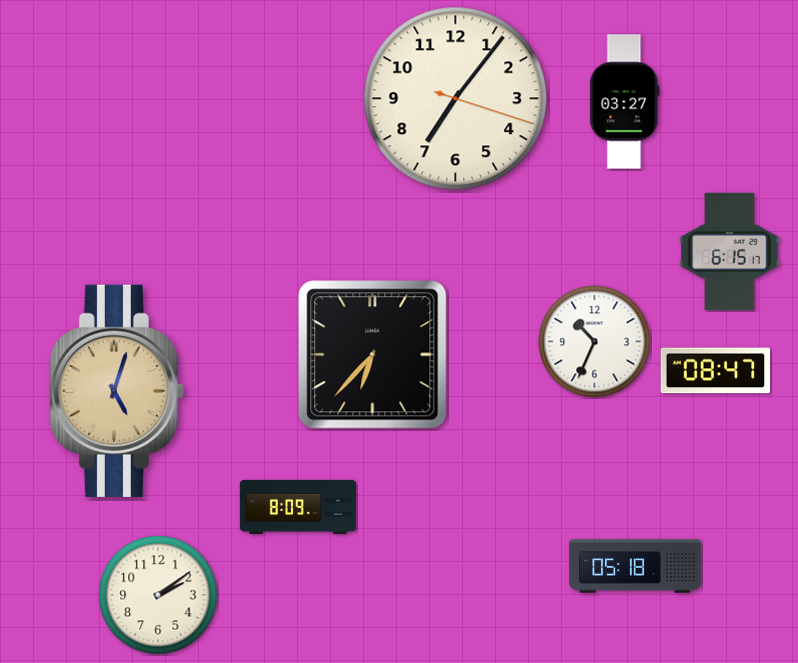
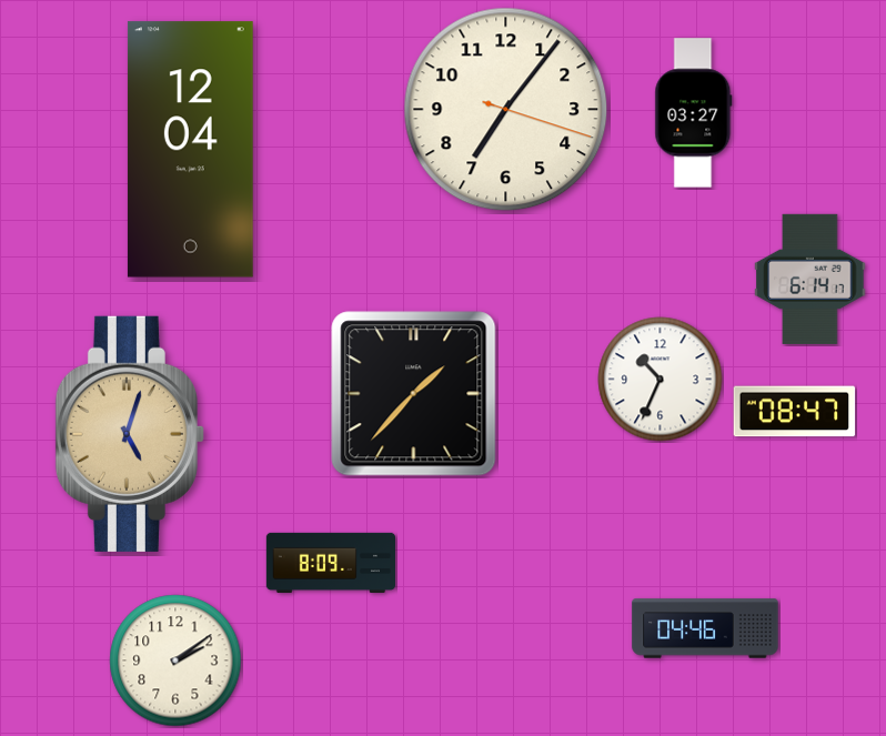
clock at (190, 150): none -> 12:04
clock at (730, 251): 6:15 -> 6:14
clock at (373, 355): 6:37 -> 1:37
clock at (635, 566): 05:18 -> 04:46
